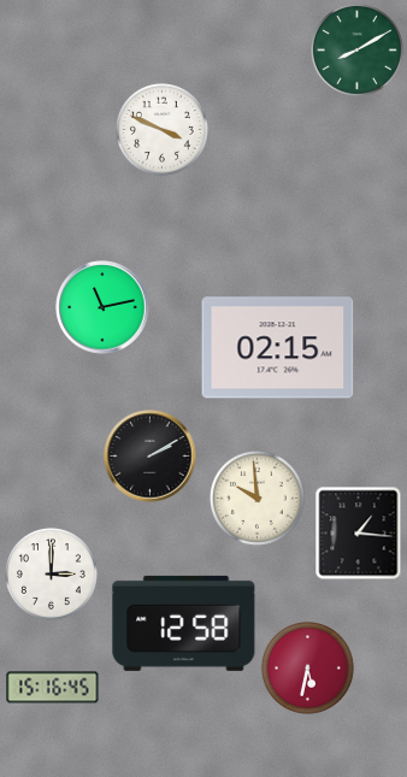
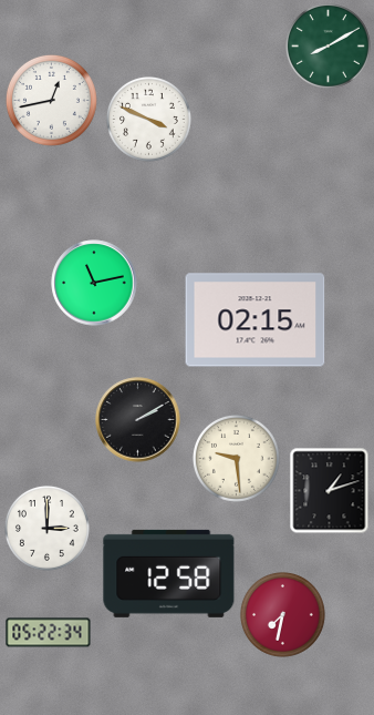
clock at (51, 100): none -> 12:43
clock at (256, 498): 9:59 -> 9:29
clock at (359, 532): 1:16 -> 1:12
clock at (307, 667): 5:32 -> 7:32
clock at (53, 688): 15:16 -> 05:22
